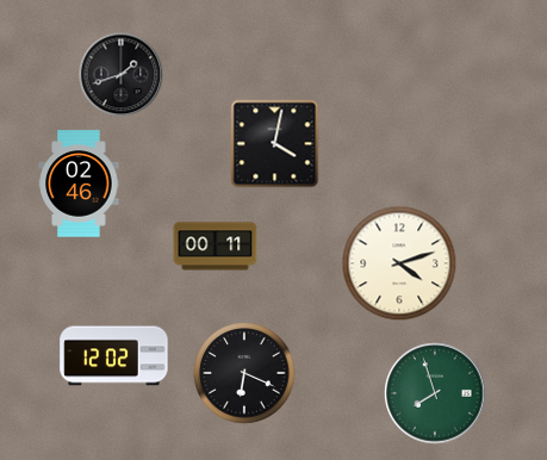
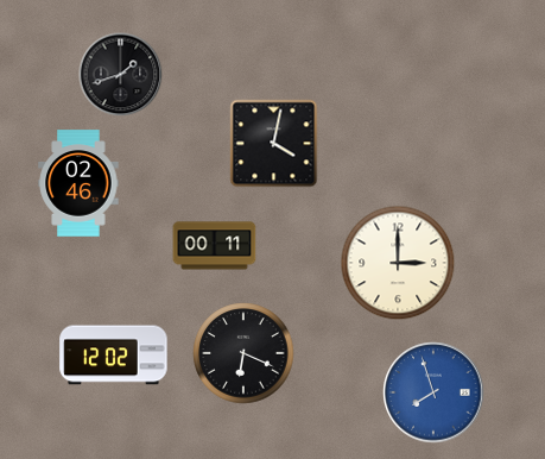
clock at (399, 263): 4:12 -> 3:00
clock at (244, 373) position: (244, 373) -> (243, 353)
clock at (435, 393) dial: green -> blue
